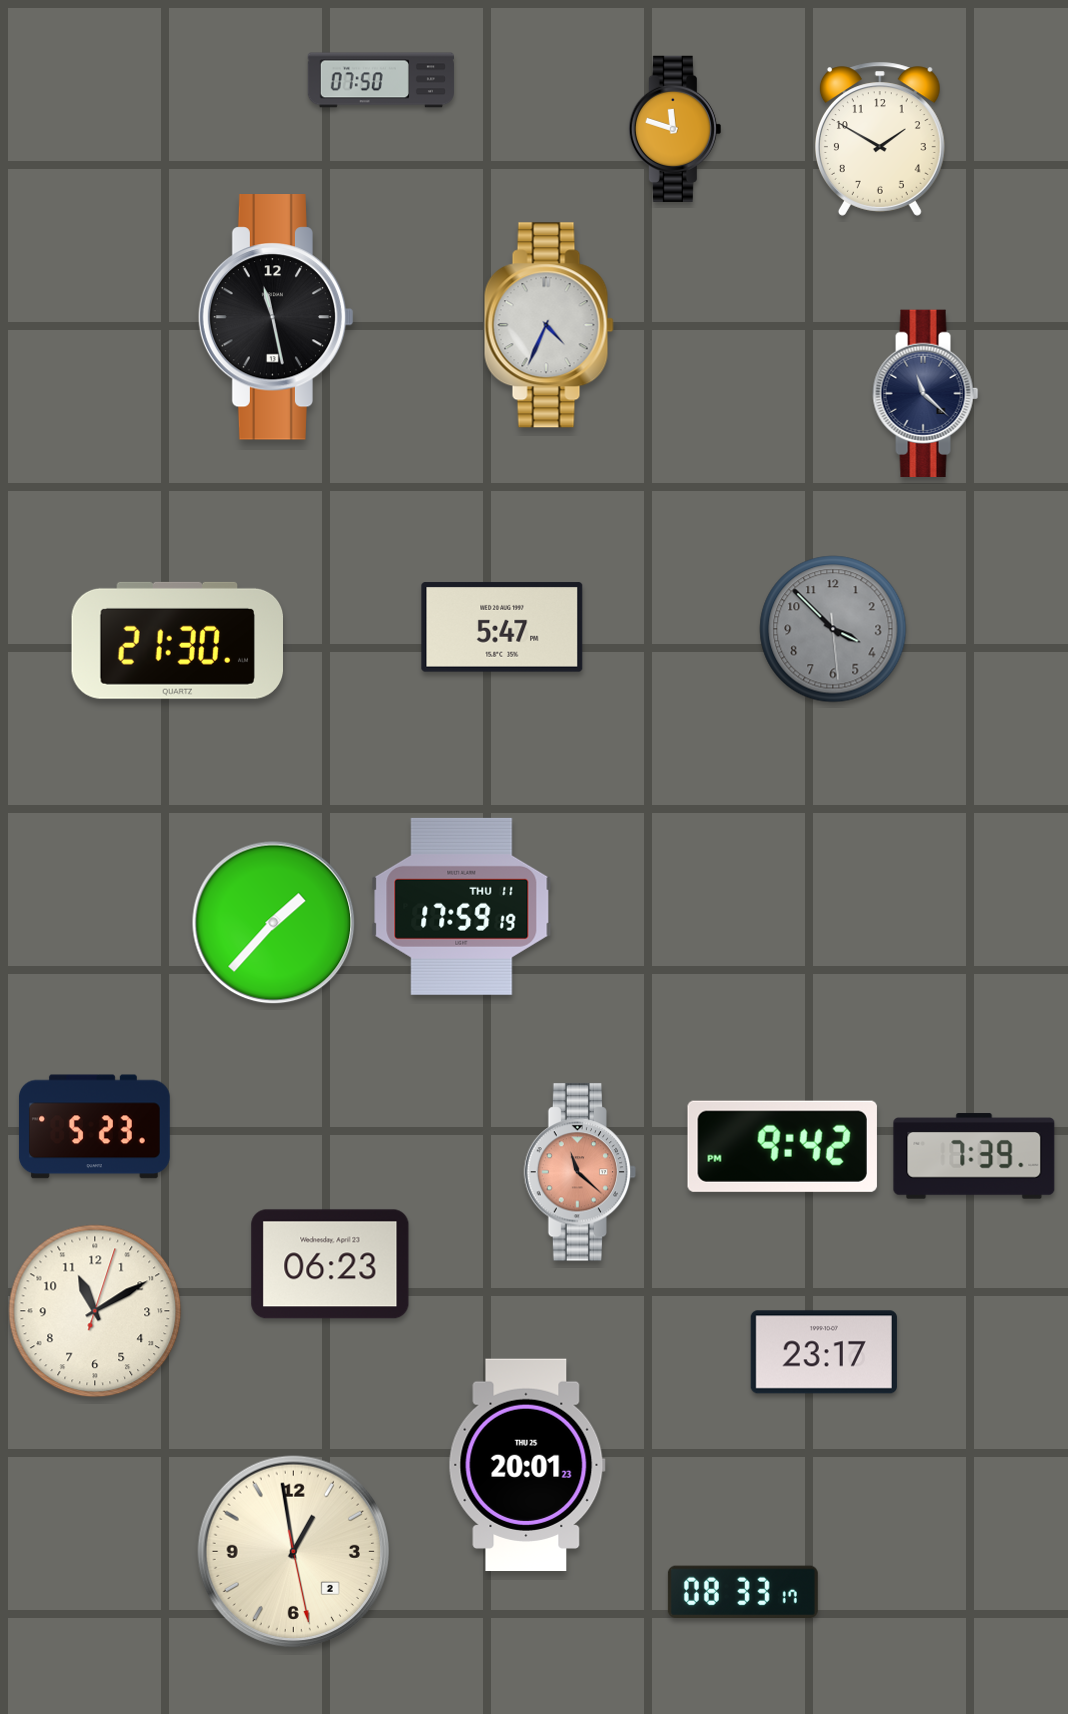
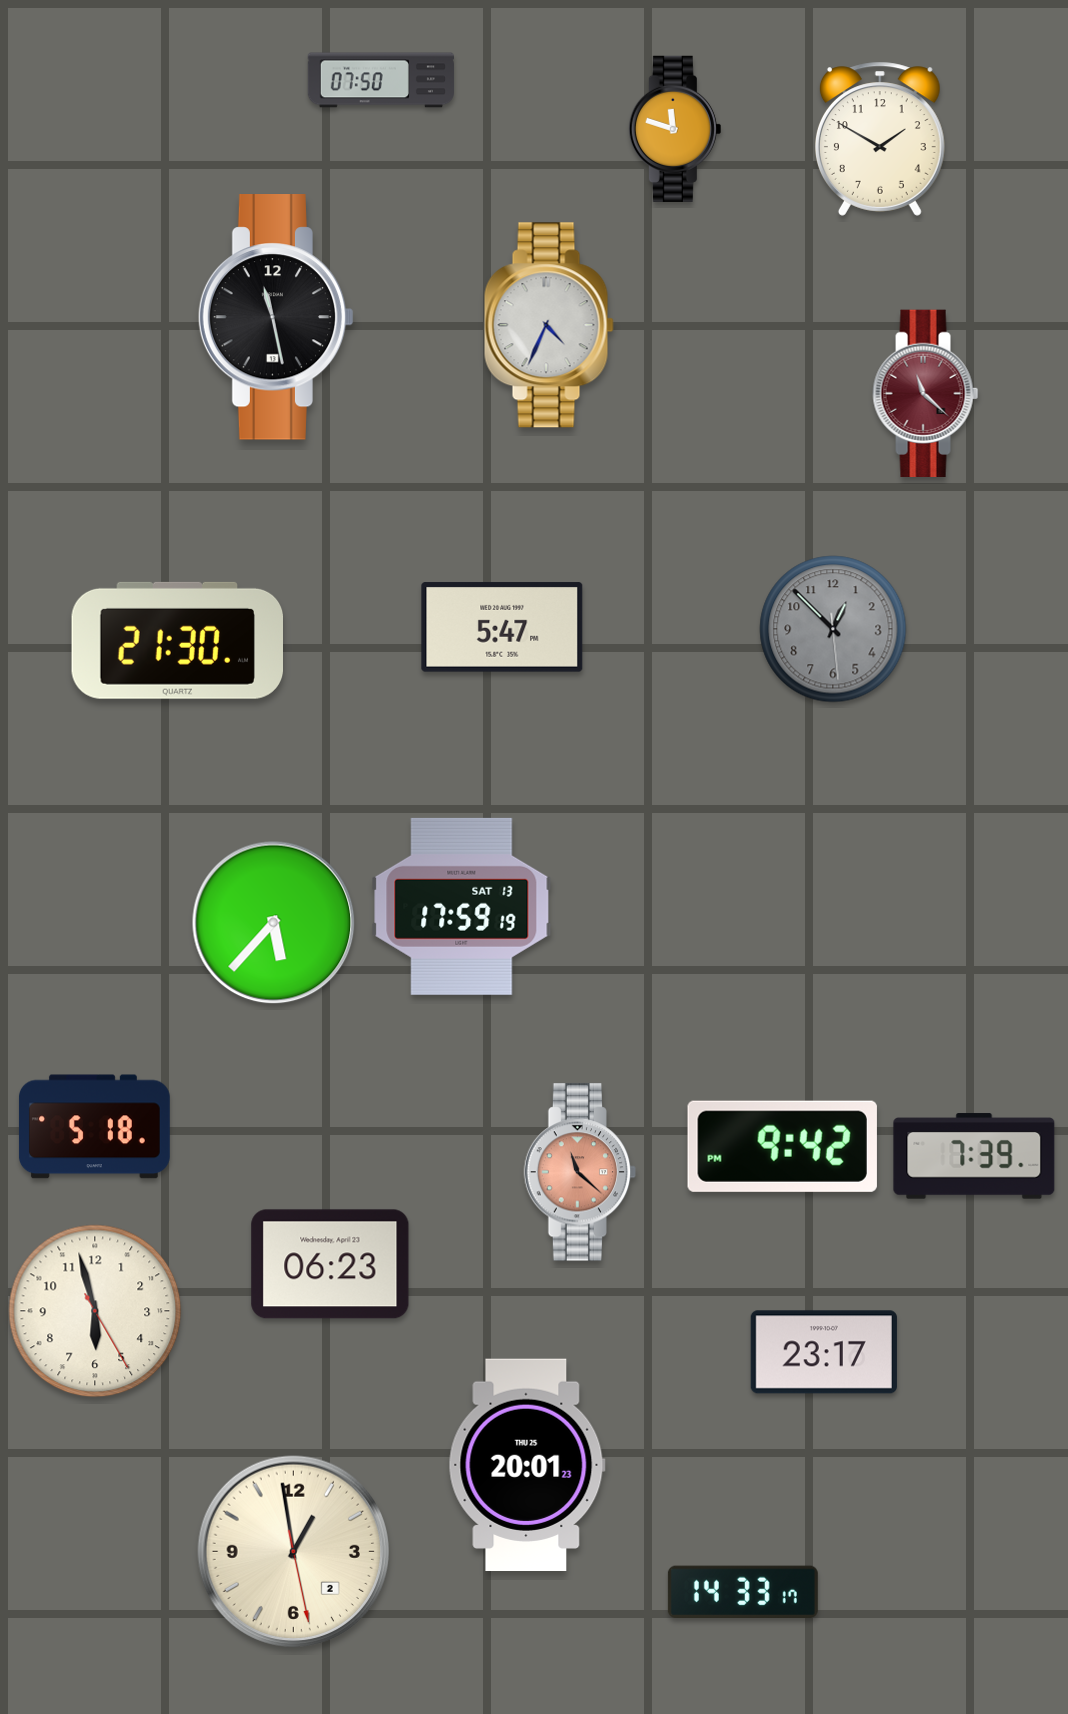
clock at (926, 393) dial: navy -> burgundy
clock at (833, 629): 3:52 -> 12:52
clock at (462, 906) date: THU 11 -> SAT 13
clock at (274, 923): 1:37 -> 5:37
clock at (94, 1127): 5:23 -> 5:18
clock at (95, 1311): 11:10 -> 5:57
clock at (743, 1592): 08:33 -> 14:33
